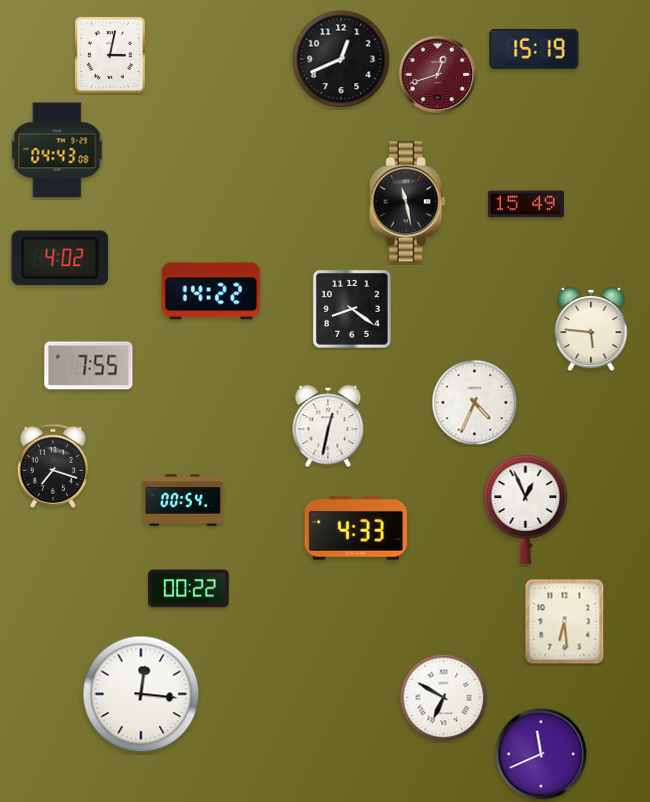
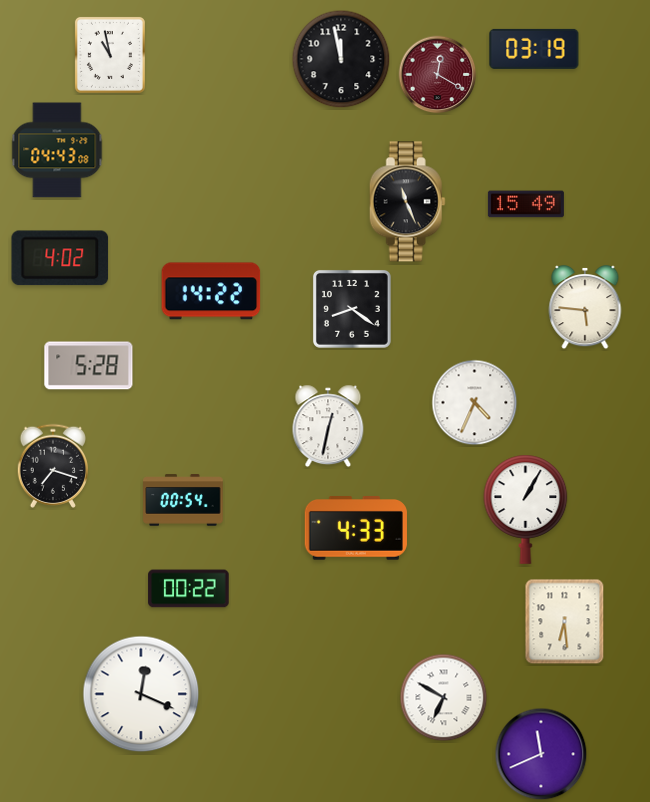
clock at (534, 49): 15:19 -> 03:19
clock at (110, 55): 3:02 -> 10:58
clock at (341, 59): 12:41 -> 11:58
clock at (438, 75): 12:42 -> 12:20
clock at (407, 202): 11:28 -> 11:26
clock at (591, 329) position: (591, 329) -> (585, 307)
clock at (89, 366): 7:55 -> 5:28
clock at (526, 509): 12:56 -> 1:05
clock at (141, 694): 12:16 -> 12:19
